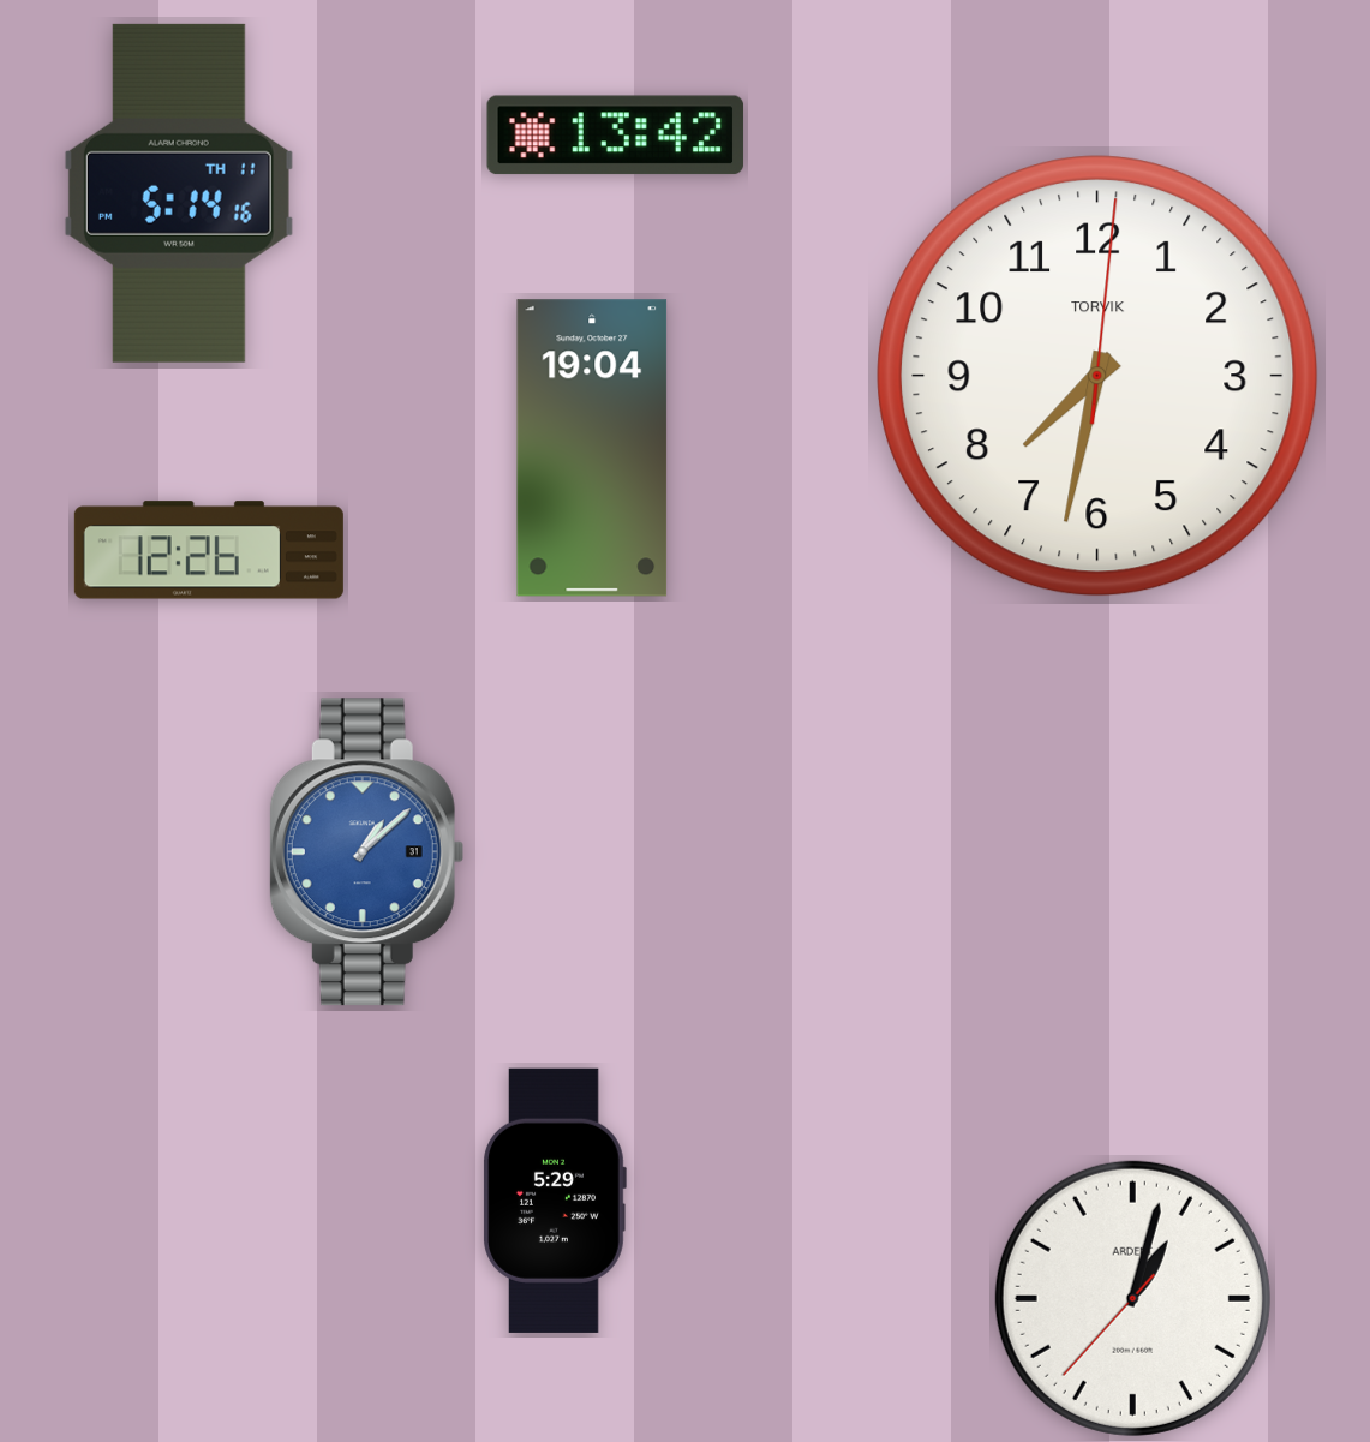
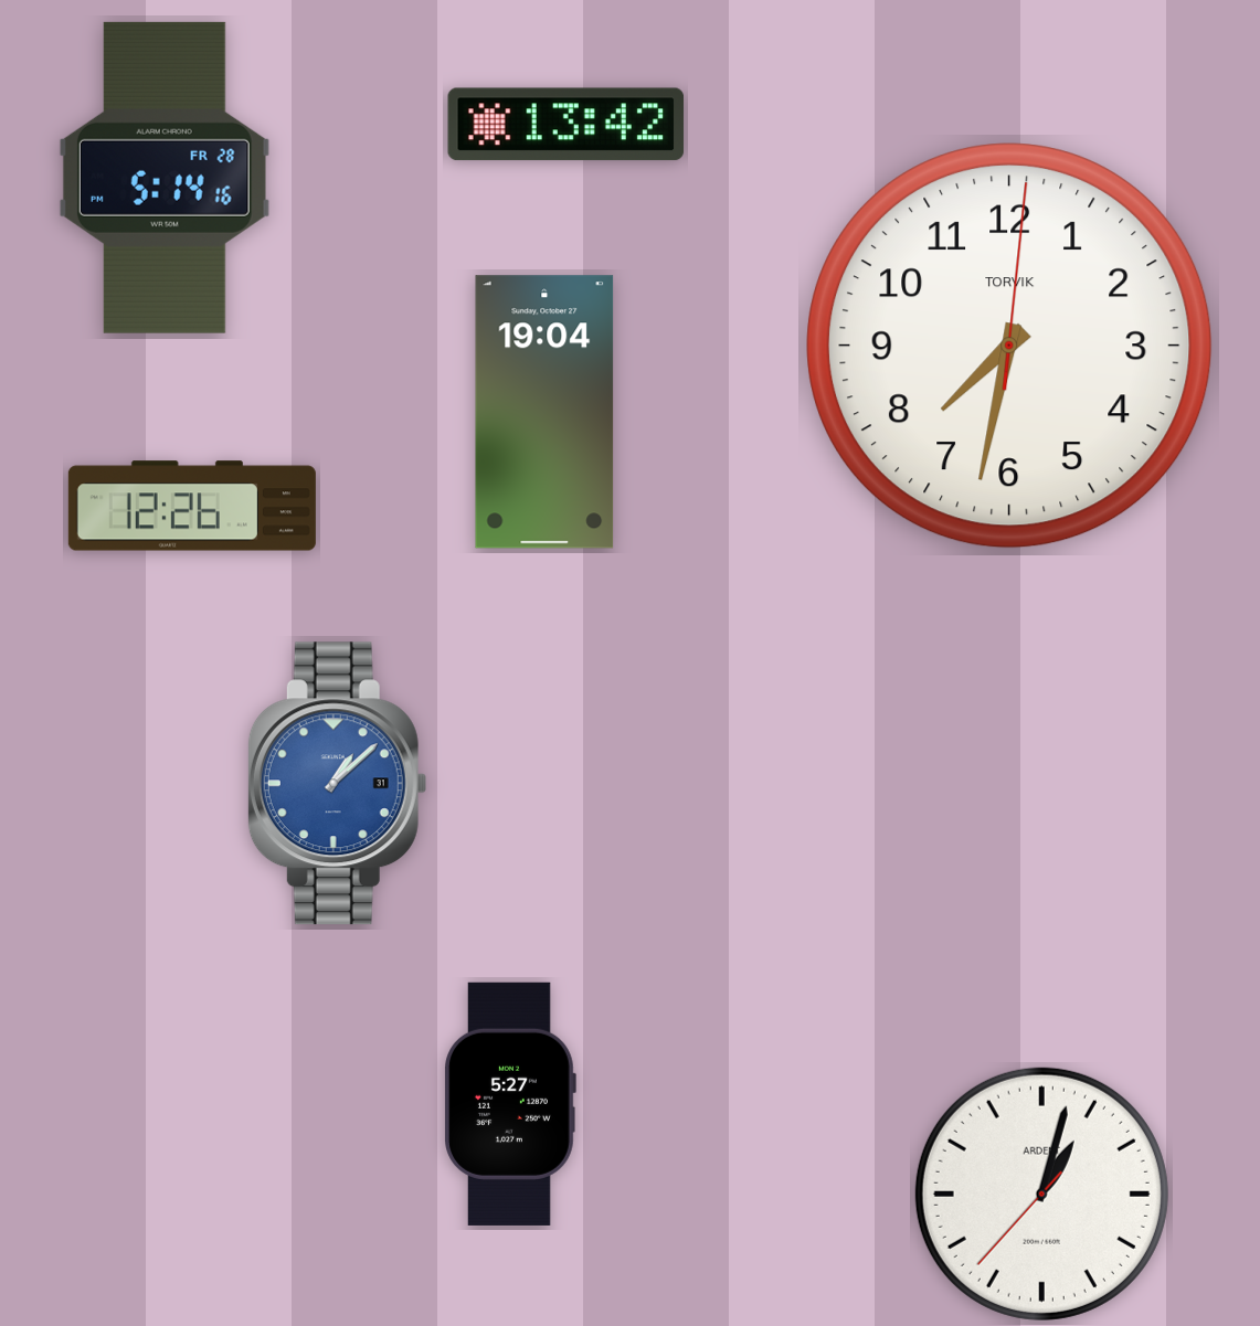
clock at (179, 193) date: TH 11 -> FR 28
clock at (555, 1201): 5:29 -> 5:27
